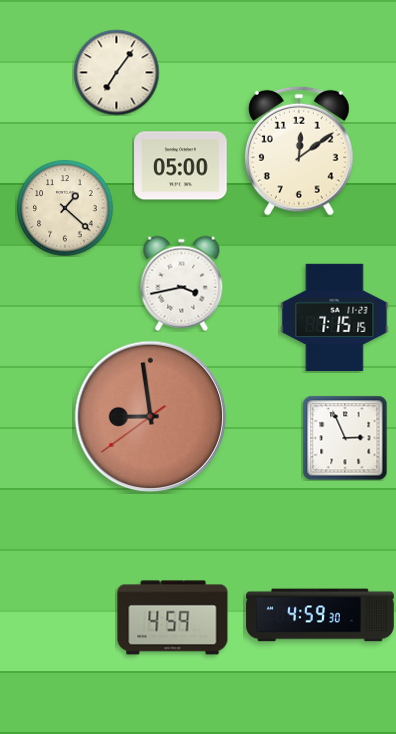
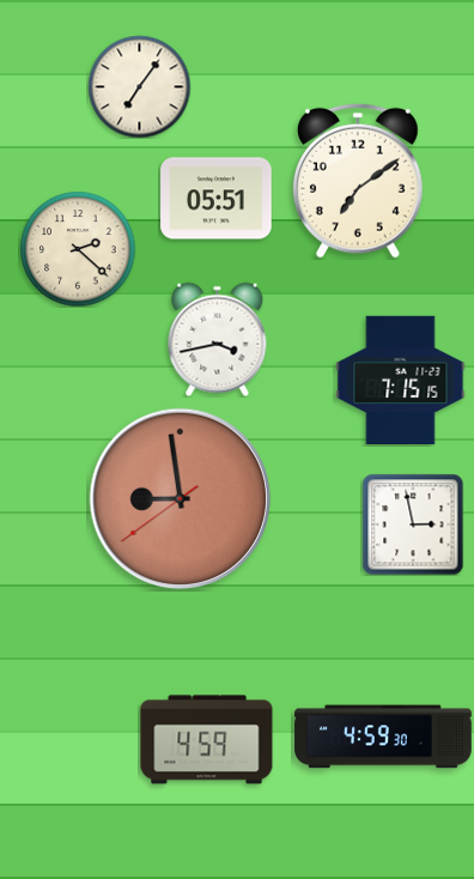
clock at (300, 151): 12:09 -> 7:09
clock at (181, 166): 05:00 -> 05:51
clock at (65, 208): 1:22 -> 2:22
clock at (345, 438): 2:56 -> 2:58
